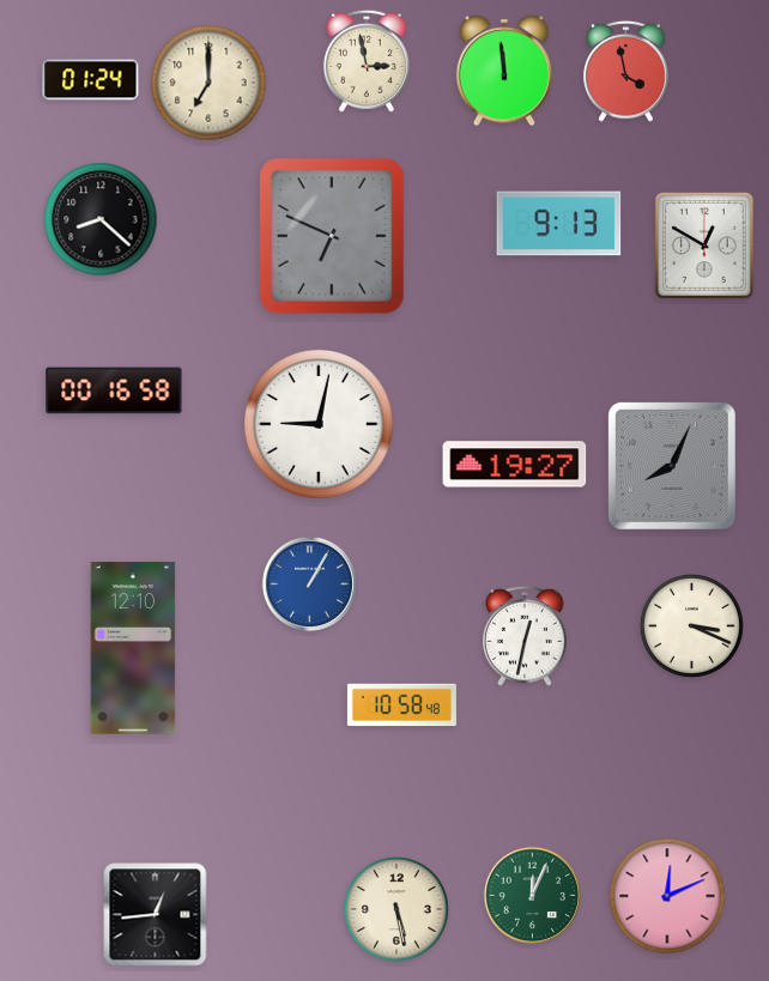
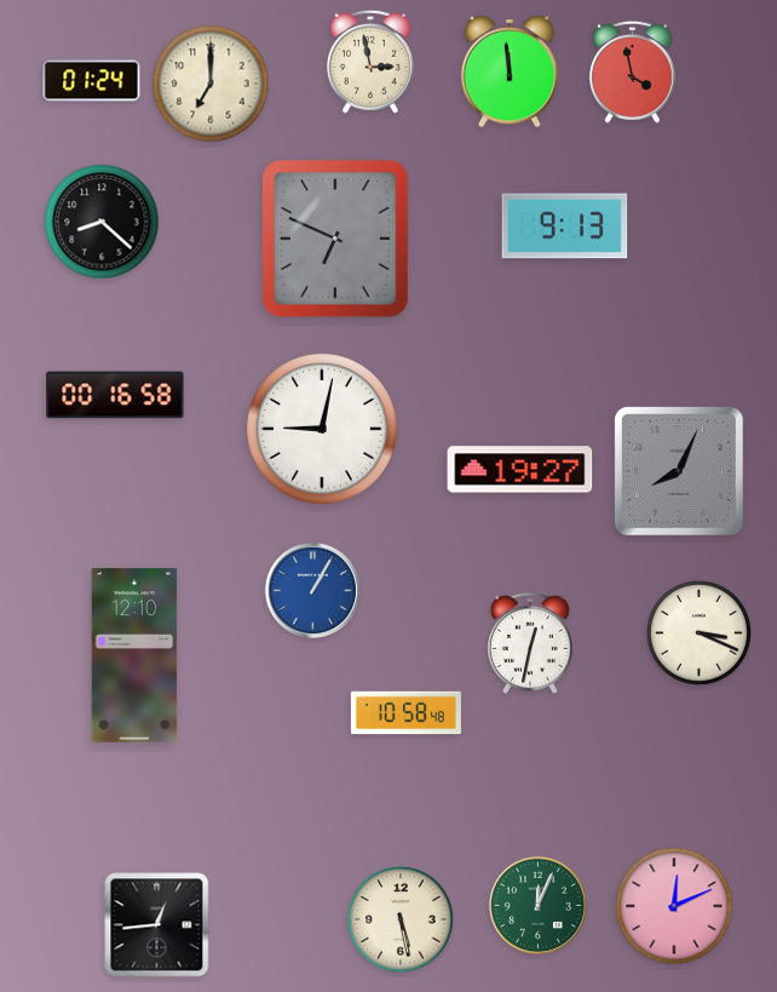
clock at (704, 246): 12:50 -> none
